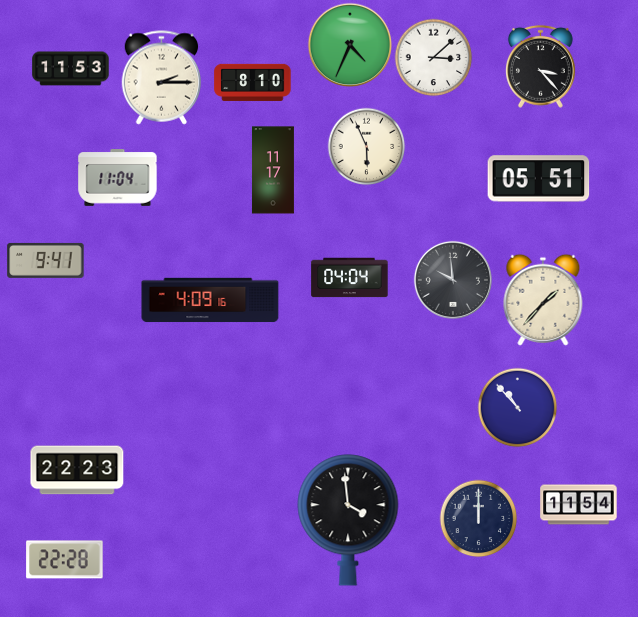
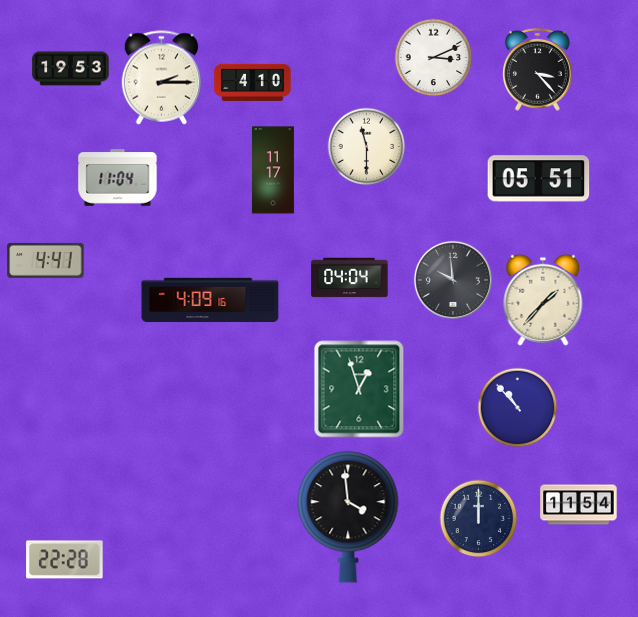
clock at (350, 45): 4:34 -> none
clock at (433, 57): 3:08 -> 3:11
clock at (540, 66) position: (540, 66) -> (537, 69)
clock at (71, 69): 11:53 -> 19:53
clock at (253, 82): 8:10 -> 4:10
clock at (366, 146): 5:56 -> 11:30
clock at (46, 260): 9:41 -> 4:41
clock at (359, 389): none -> 12:57
clock at (77, 470): 22:23 -> none
clock at (348, 520) position: (348, 520) -> (348, 517)
